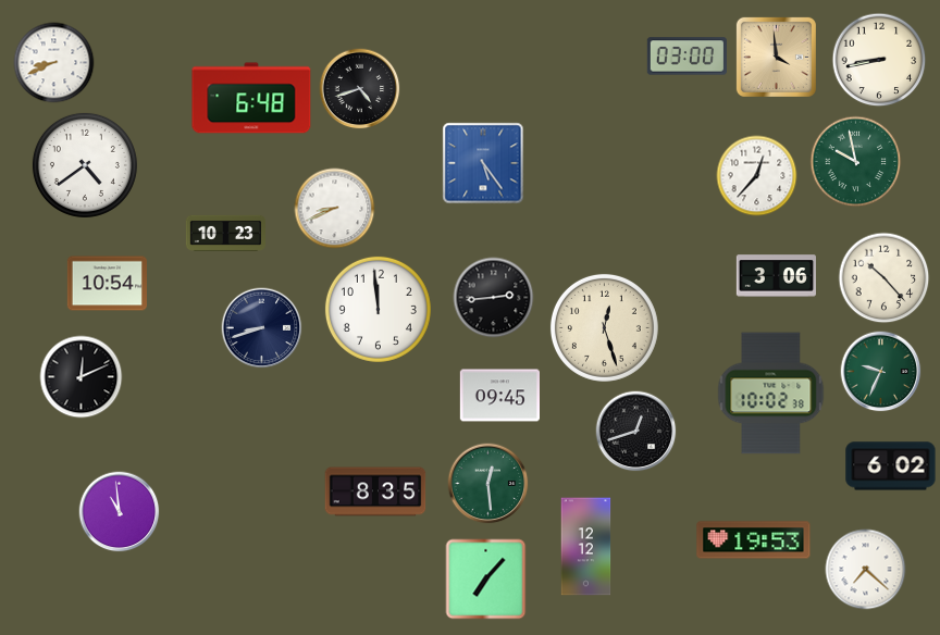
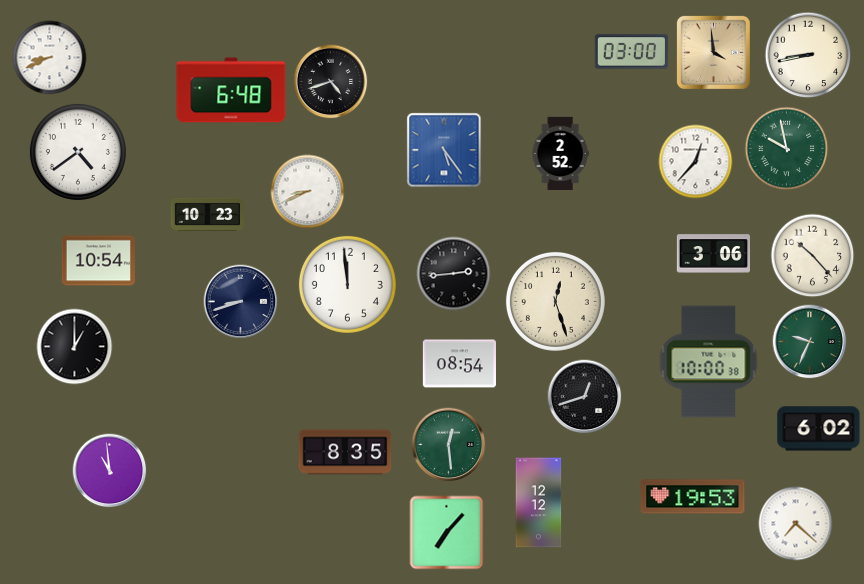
clock at (560, 154): none -> 2:52
clock at (82, 377): 12:11 -> 1:00
clock at (771, 394): 10:02 -> 10:00
clock at (499, 396): 09:45 -> 08:54
